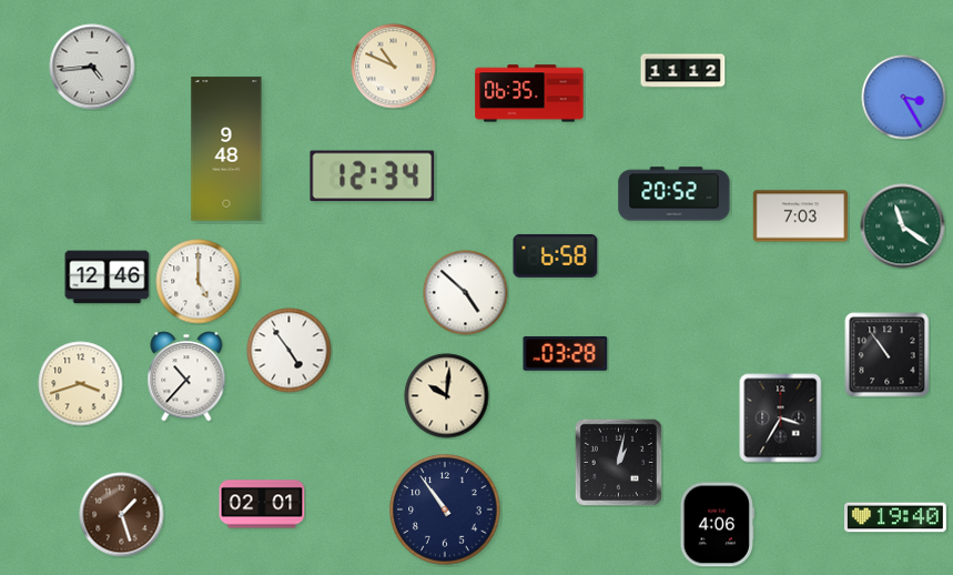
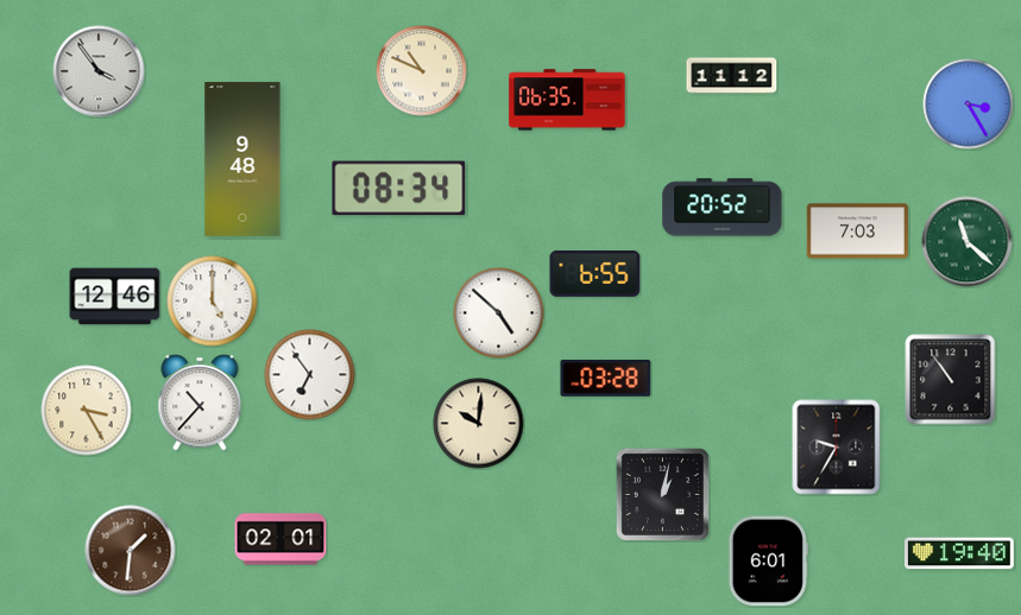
clock at (92, 67): 4:44 -> 3:54
clock at (373, 176): 12:34 -> 08:34
clock at (903, 226): 11:21 -> 11:22
clock at (556, 255): 6:58 -> 6:55
clock at (290, 351): 4:54 -> 6:54
clock at (81, 384): 3:42 -> 3:25
clock at (781, 418): 3:35 -> 9:35
clock at (445, 510): 10:54 -> none
clock at (122, 515): 1:27 -> 1:31
clock at (717, 525): 4:06 -> 6:01
